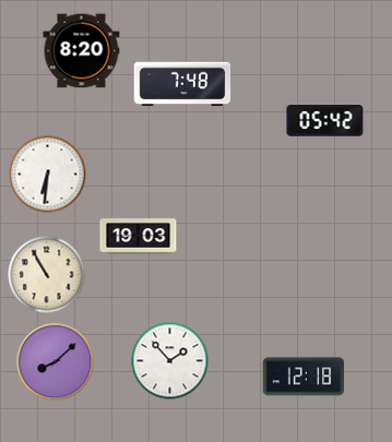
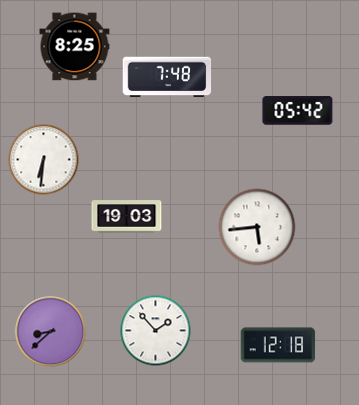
clock at (82, 51): 8:20 -> 8:25
clock at (257, 227): none -> 5:44
clock at (47, 275): 10:55 -> none
clock at (56, 362): 8:08 -> 8:38
